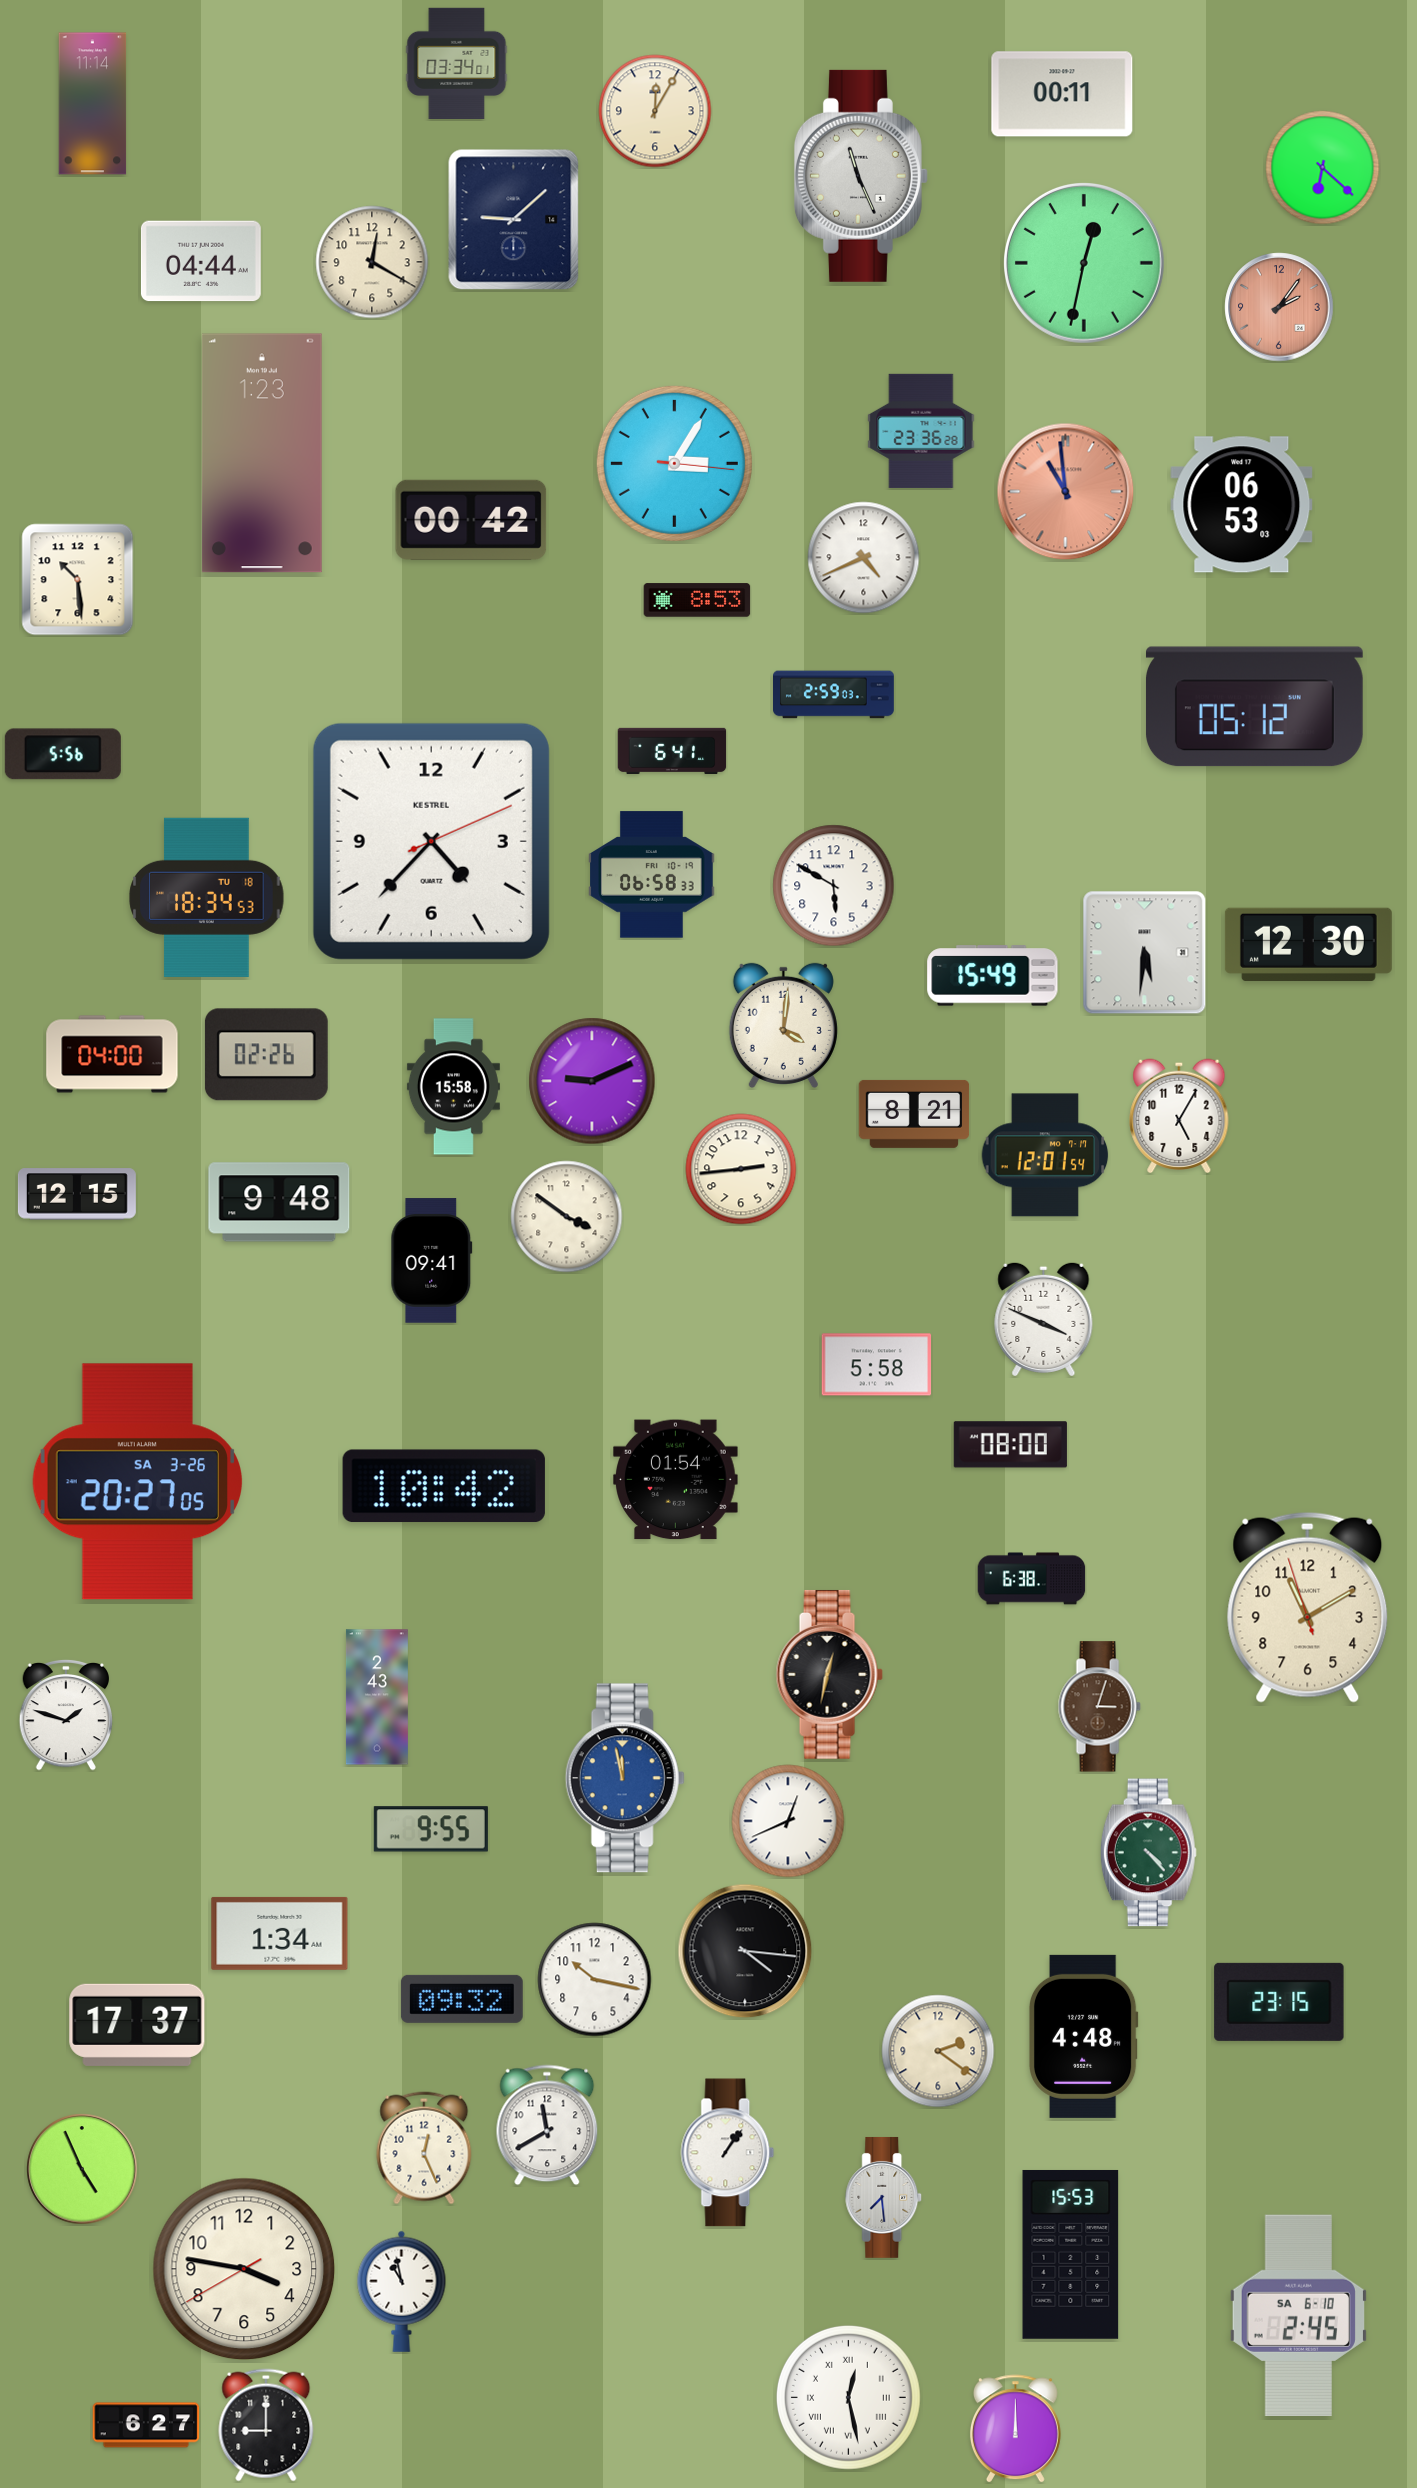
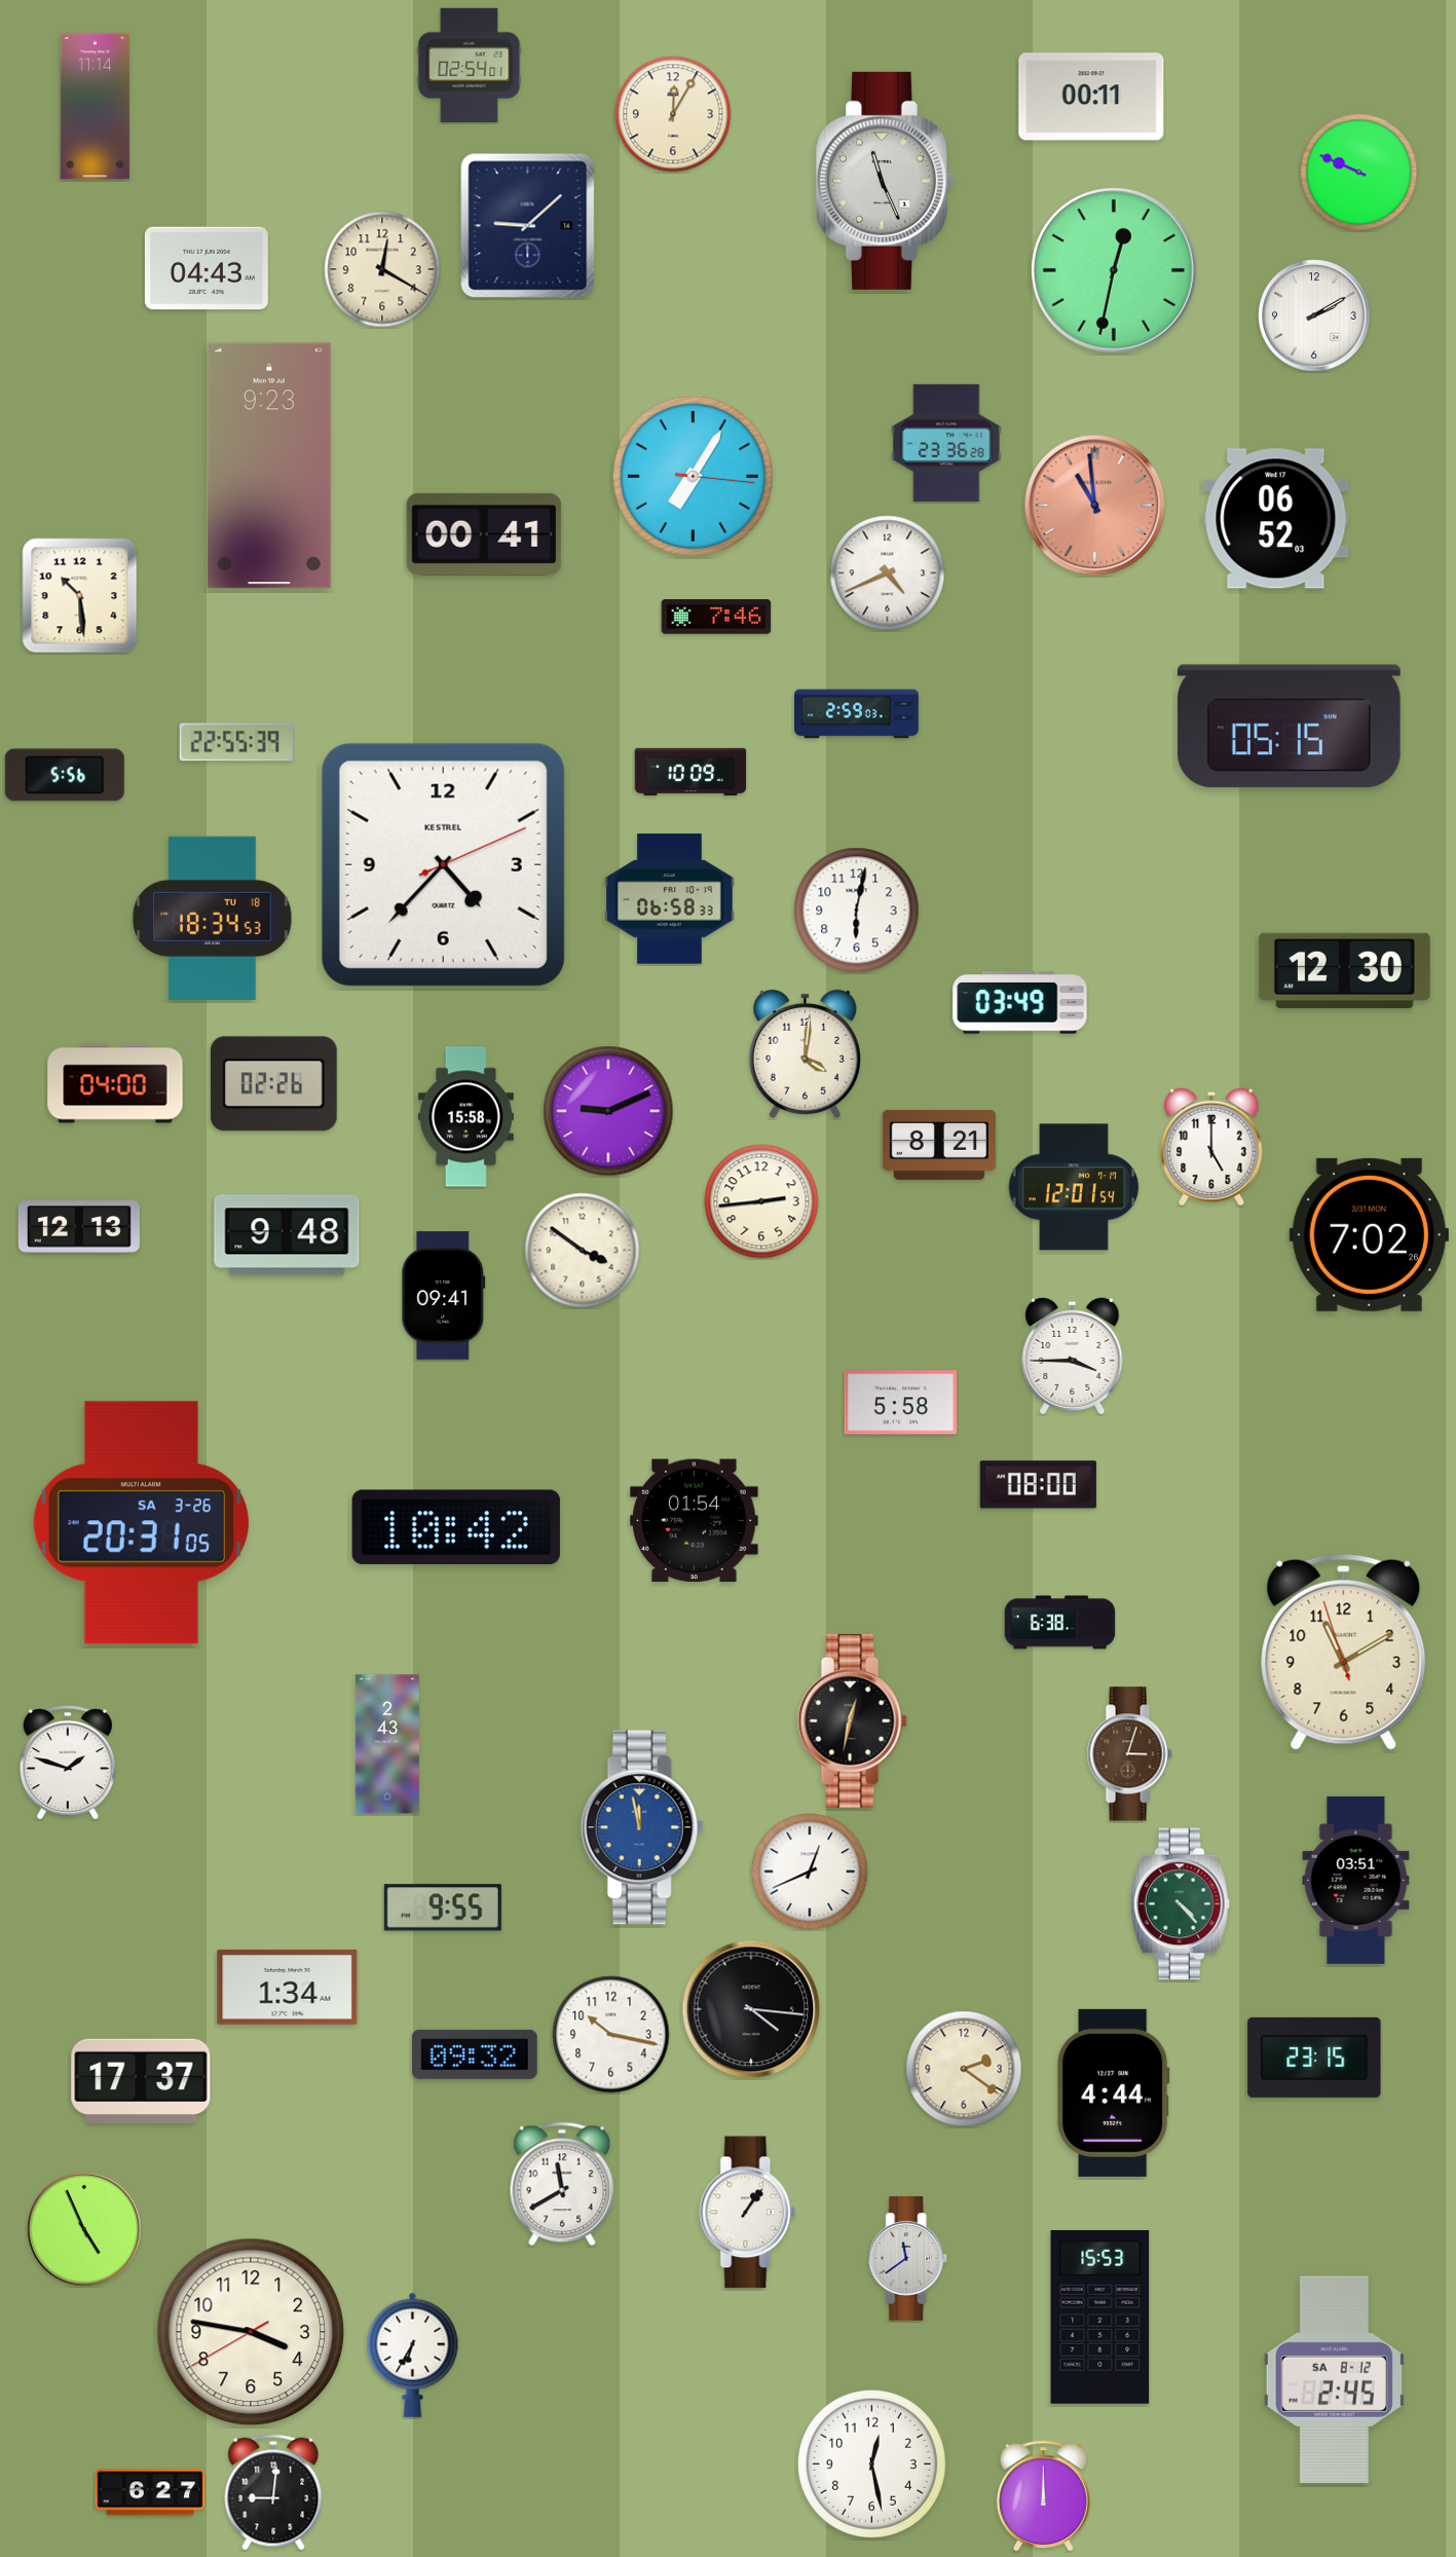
clock at (457, 63): 03:34 -> 02:54
clock at (1323, 168): 6:22 -> 9:49
clock at (201, 261): 04:44 -> 04:43
clock at (1279, 307): 2:06 -> 2:10
clock at (1279, 307) dial: salmon -> white
clock at (262, 453): 1:23 -> 9:23
clock at (674, 463): 3:05 -> 7:05
clock at (1242, 505): 06:53 -> 06:52
clock at (471, 520): 00:42 -> 00:41
clock at (697, 600): 8:53 -> 7:46
clock at (1254, 707): 05:12 -> 05:15
clock at (236, 742): none -> 22:55
clock at (672, 750): 6:41 -> 10:09
clock at (834, 886): 5:50 -> 6:02
clock at (207, 897) position: (207, 897) -> (213, 918)
clock at (1145, 953): 5:31 -> none
clock at (993, 976): 15:49 -> 03:49
clock at (1179, 1115): 5:05 -> 5:00
clock at (77, 1194): 12:15 -> 12:13
clock at (1369, 1234): none -> 7:02
clock at (1044, 1319): 3:49 -> 3:45
clock at (138, 1482): 20:27 -> 20:31
clock at (431, 1829) position: (431, 1829) -> (443, 1907)
clock at (1356, 1880): none -> 03:51
clock at (745, 1951) position: (745, 1951) -> (751, 2009)
clock at (1083, 2036): 4:48 -> 4:44
clock at (938, 2051) position: (938, 2051) -> (964, 2069)
clock at (424, 2148): 12:26 -> none
clock at (884, 2197): 7:29 -> 11:39
clock at (402, 2291): 10:58 -> 6:35
clock at (1298, 2315) date: SA 6-10 -> SA 8-12
clock at (848, 2397) numerals: Roman -> Arabic
clock at (266, 2425): 9:00 -> 9:01
